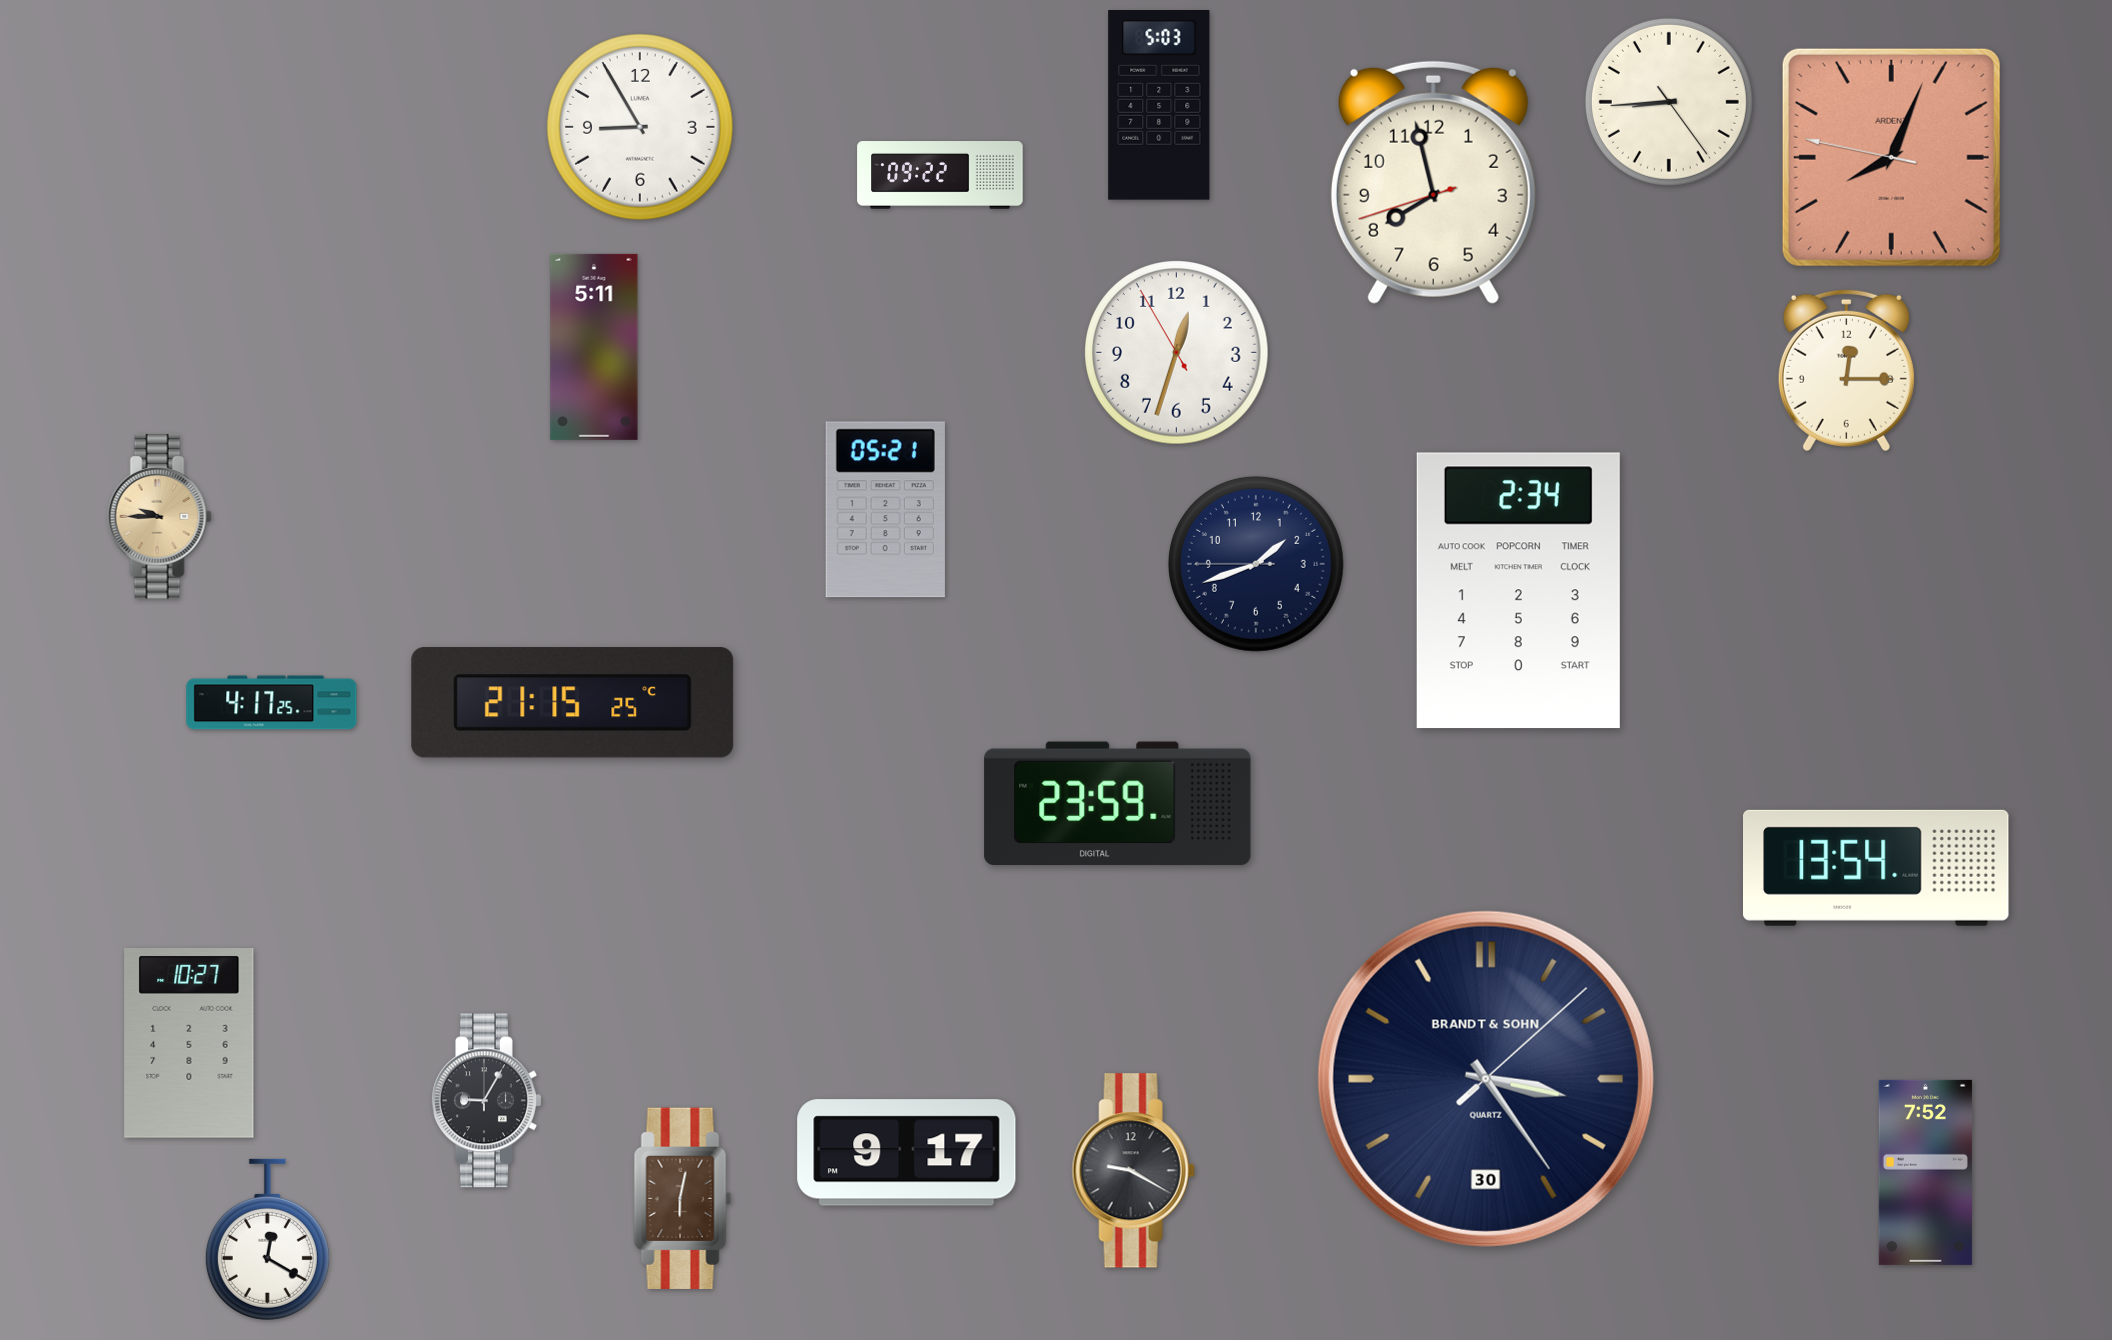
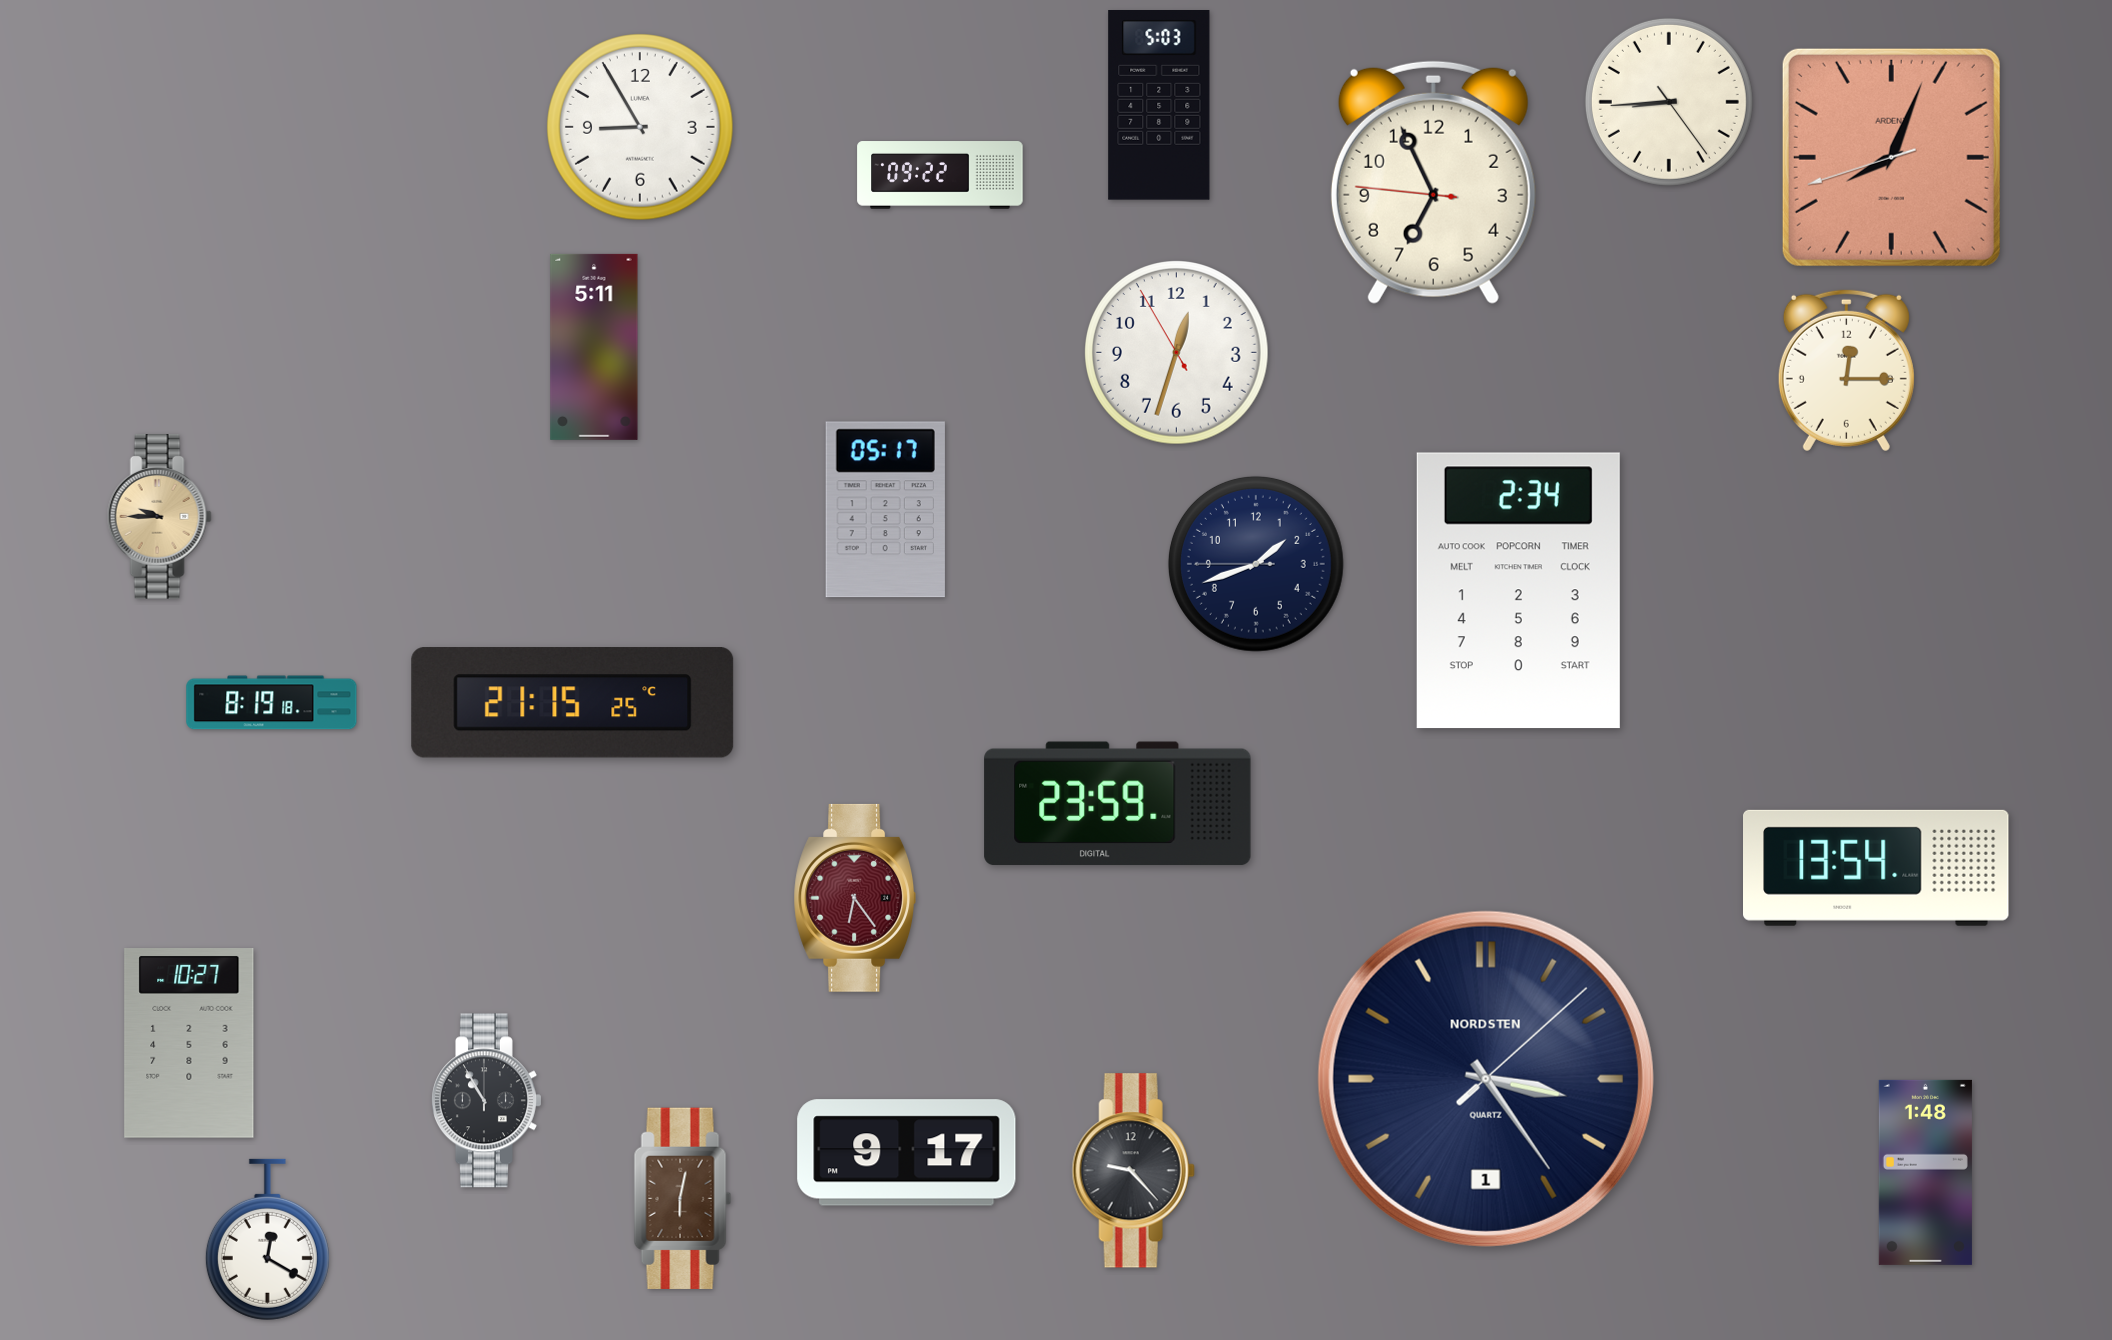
clock at (1891, 157): 8:03:47 -> 8:03:42
clock at (1433, 182): 7:57 -> 6:55
clock at (885, 510): 05:21 -> 05:17
clock at (272, 703): 4:17 -> 8:19
clock at (854, 898): none -> 6:24
clock at (1486, 1079) date: 30 -> 1
clock at (1486, 1079) brand: BRANDT & SOHN -> NORDSTEN
clock at (486, 1101): 9:05 -> 10:55
clock at (1133, 1171): 9:20 -> 9:23
clock at (1925, 1172): 7:52 -> 1:48
